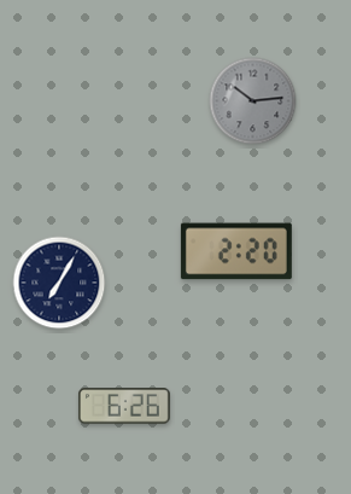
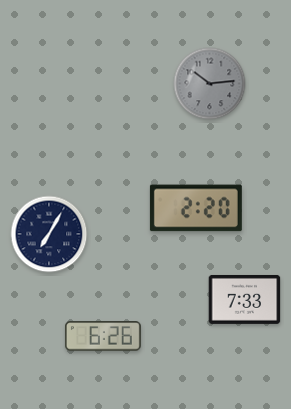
clock at (245, 299): none -> 7:33
